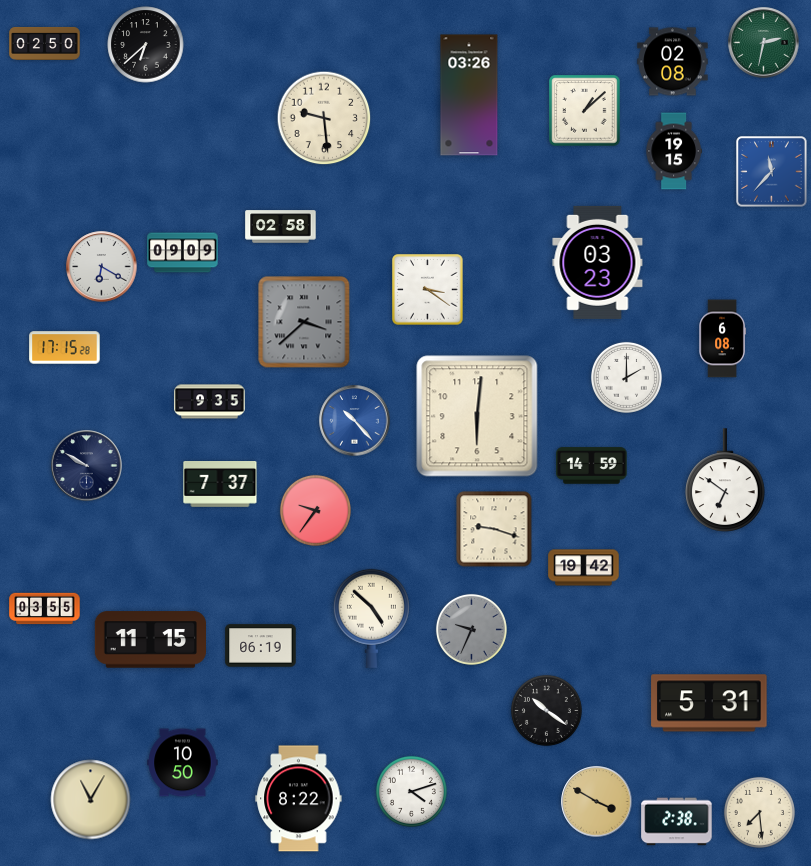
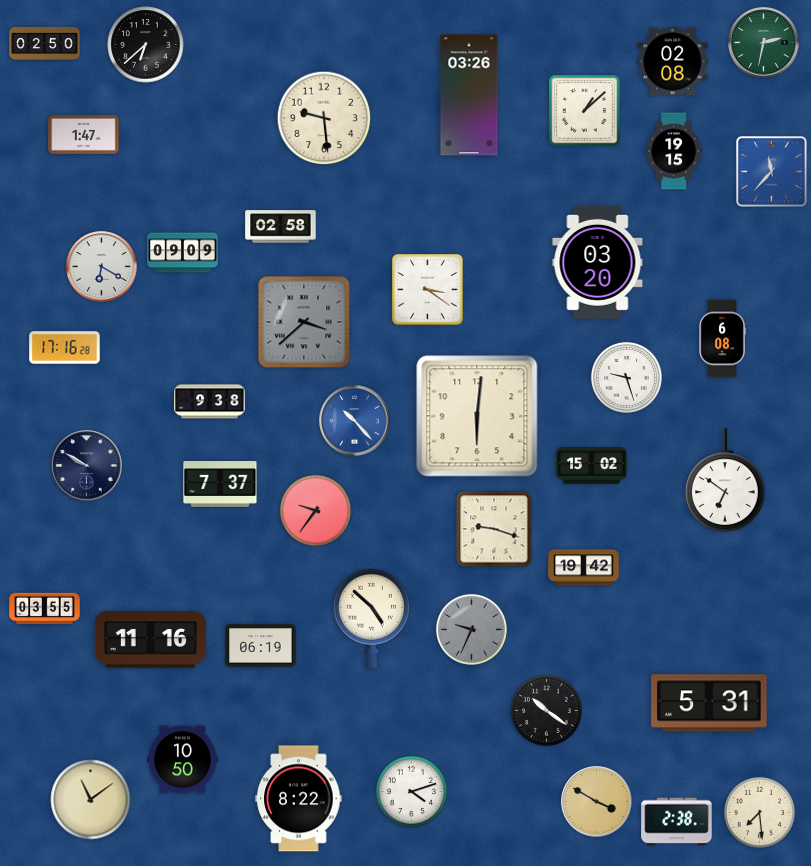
clock at (84, 135): none -> 1:47
clock at (598, 262): 03:23 -> 03:20
clock at (65, 348): 17:15 -> 17:16
clock at (626, 377): 2:00 -> 9:27
clock at (210, 402): 9:35 -> 9:38
clock at (592, 466): 14:59 -> 15:02
clock at (150, 640): 11:15 -> 11:16
clock at (183, 763) position: (183, 763) -> (183, 760)
clock at (91, 800): 11:05 -> 11:09
